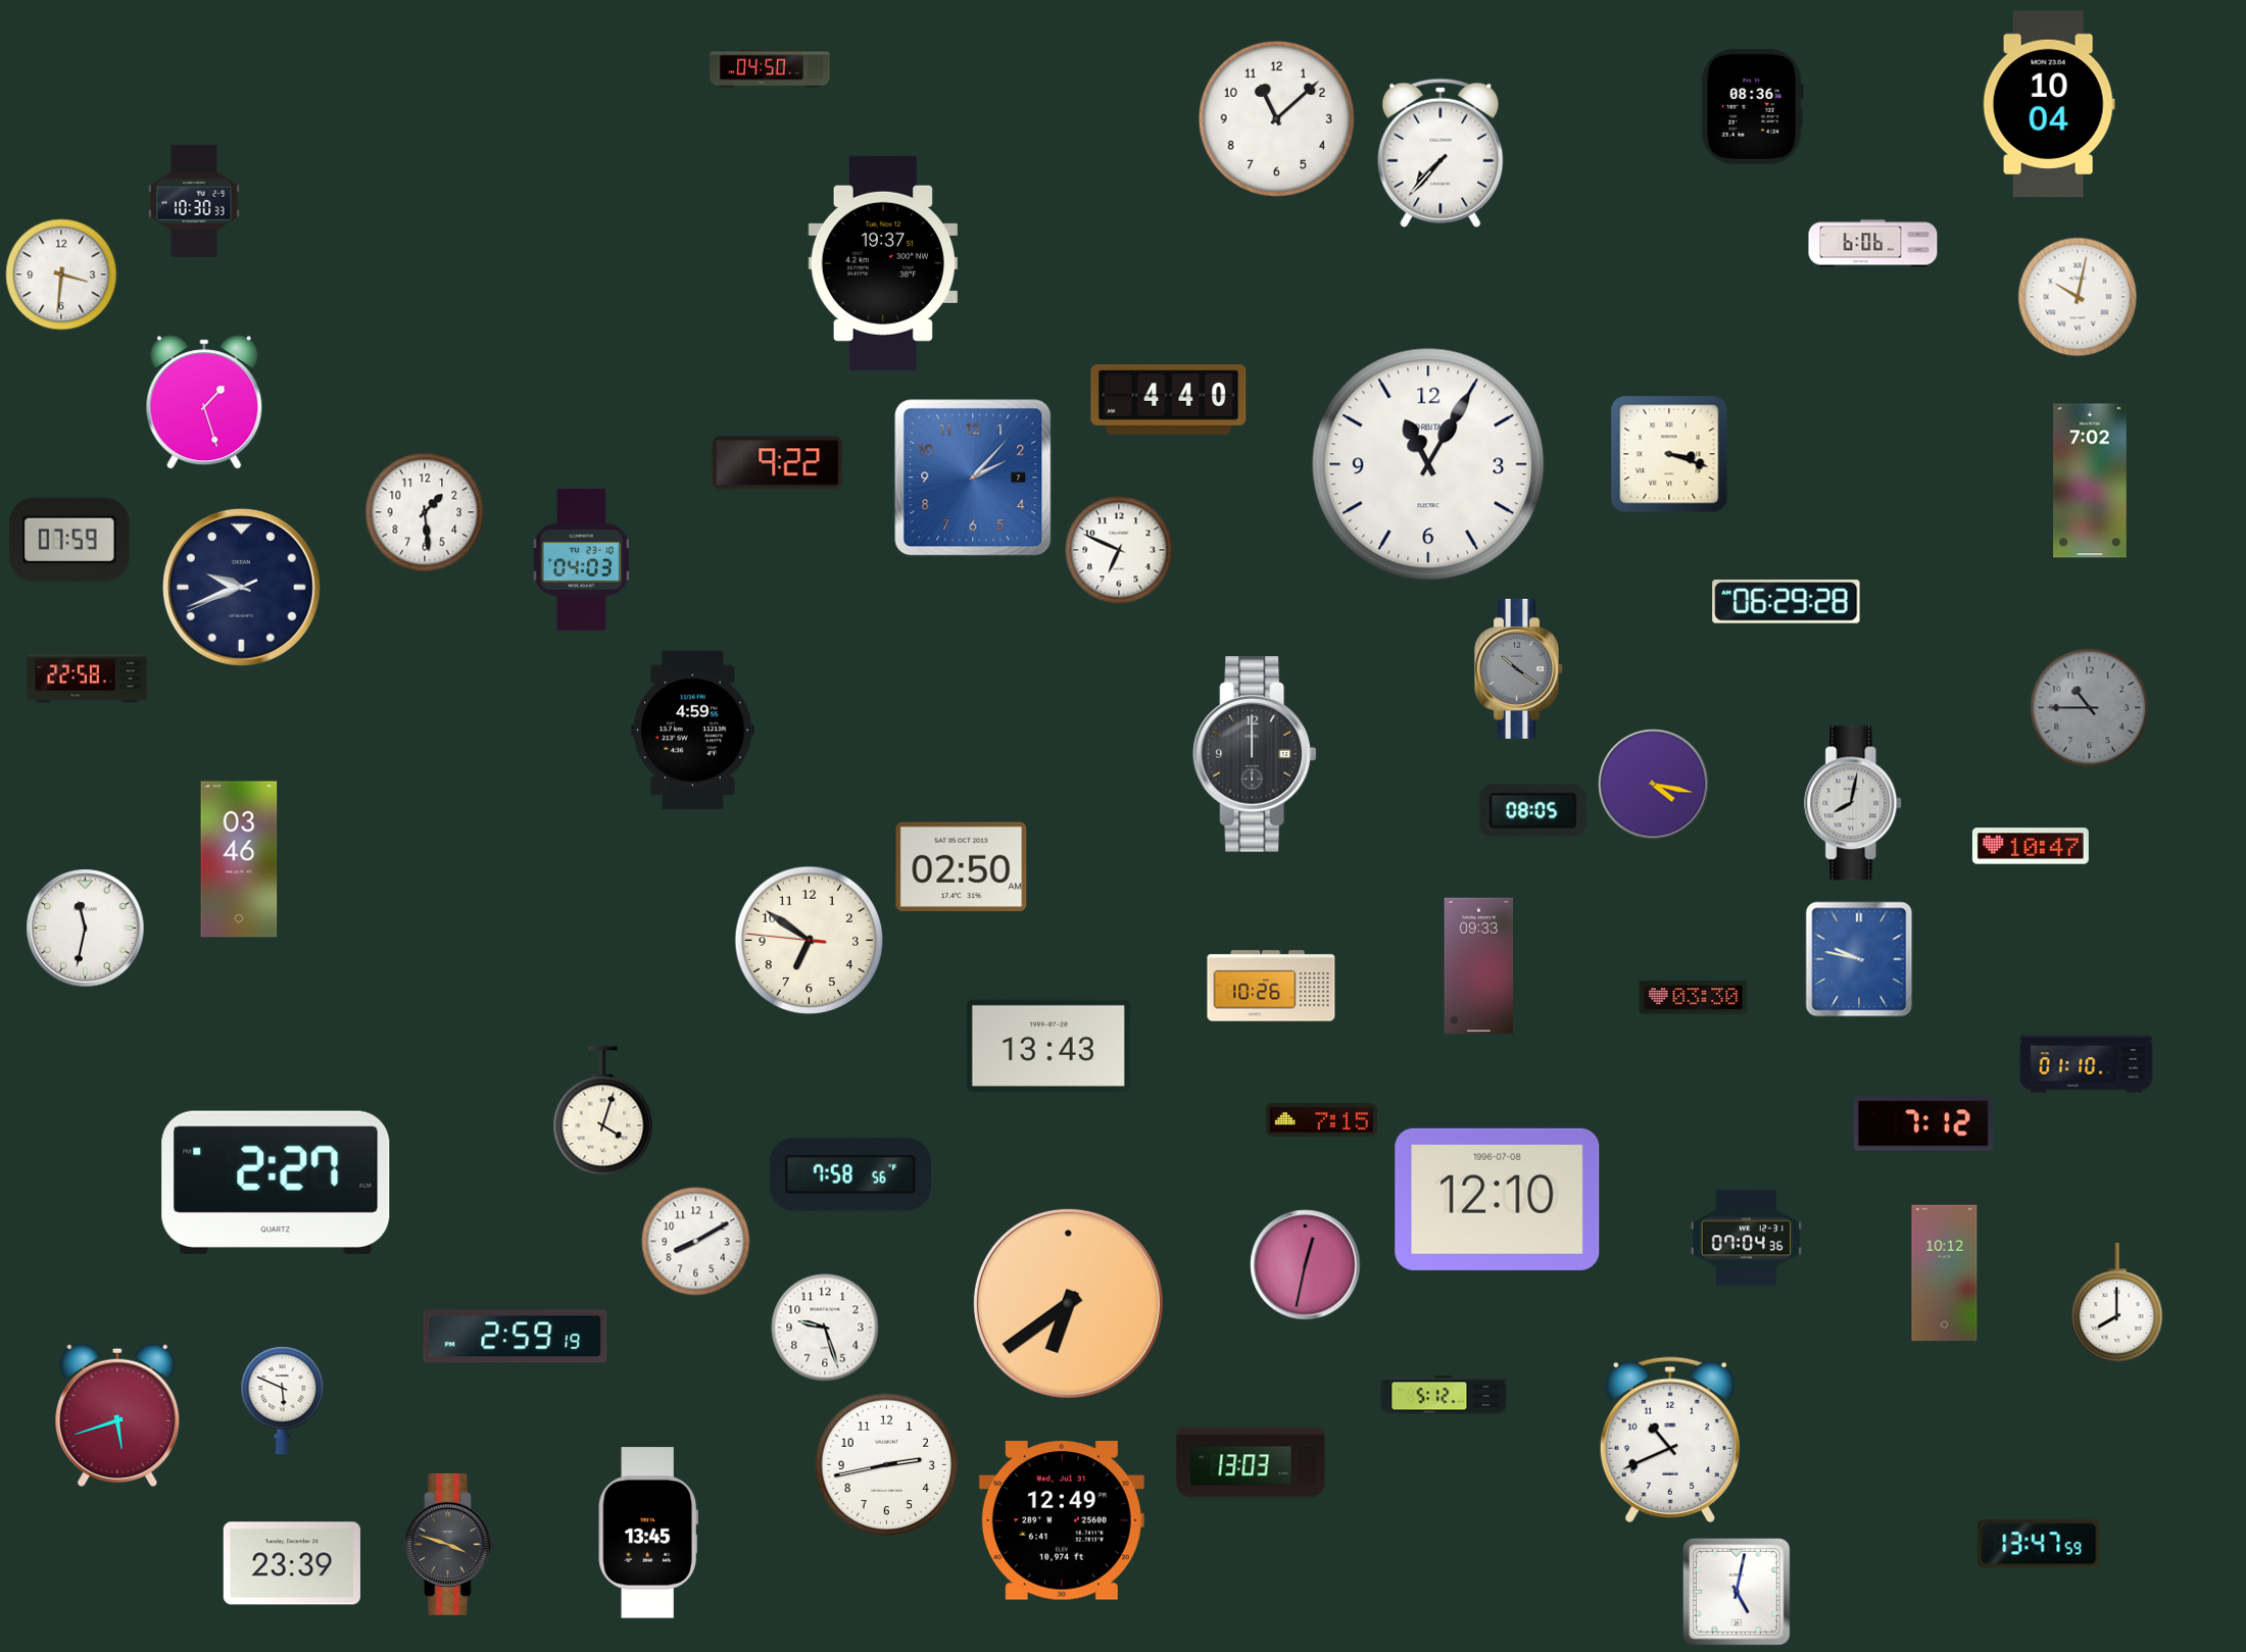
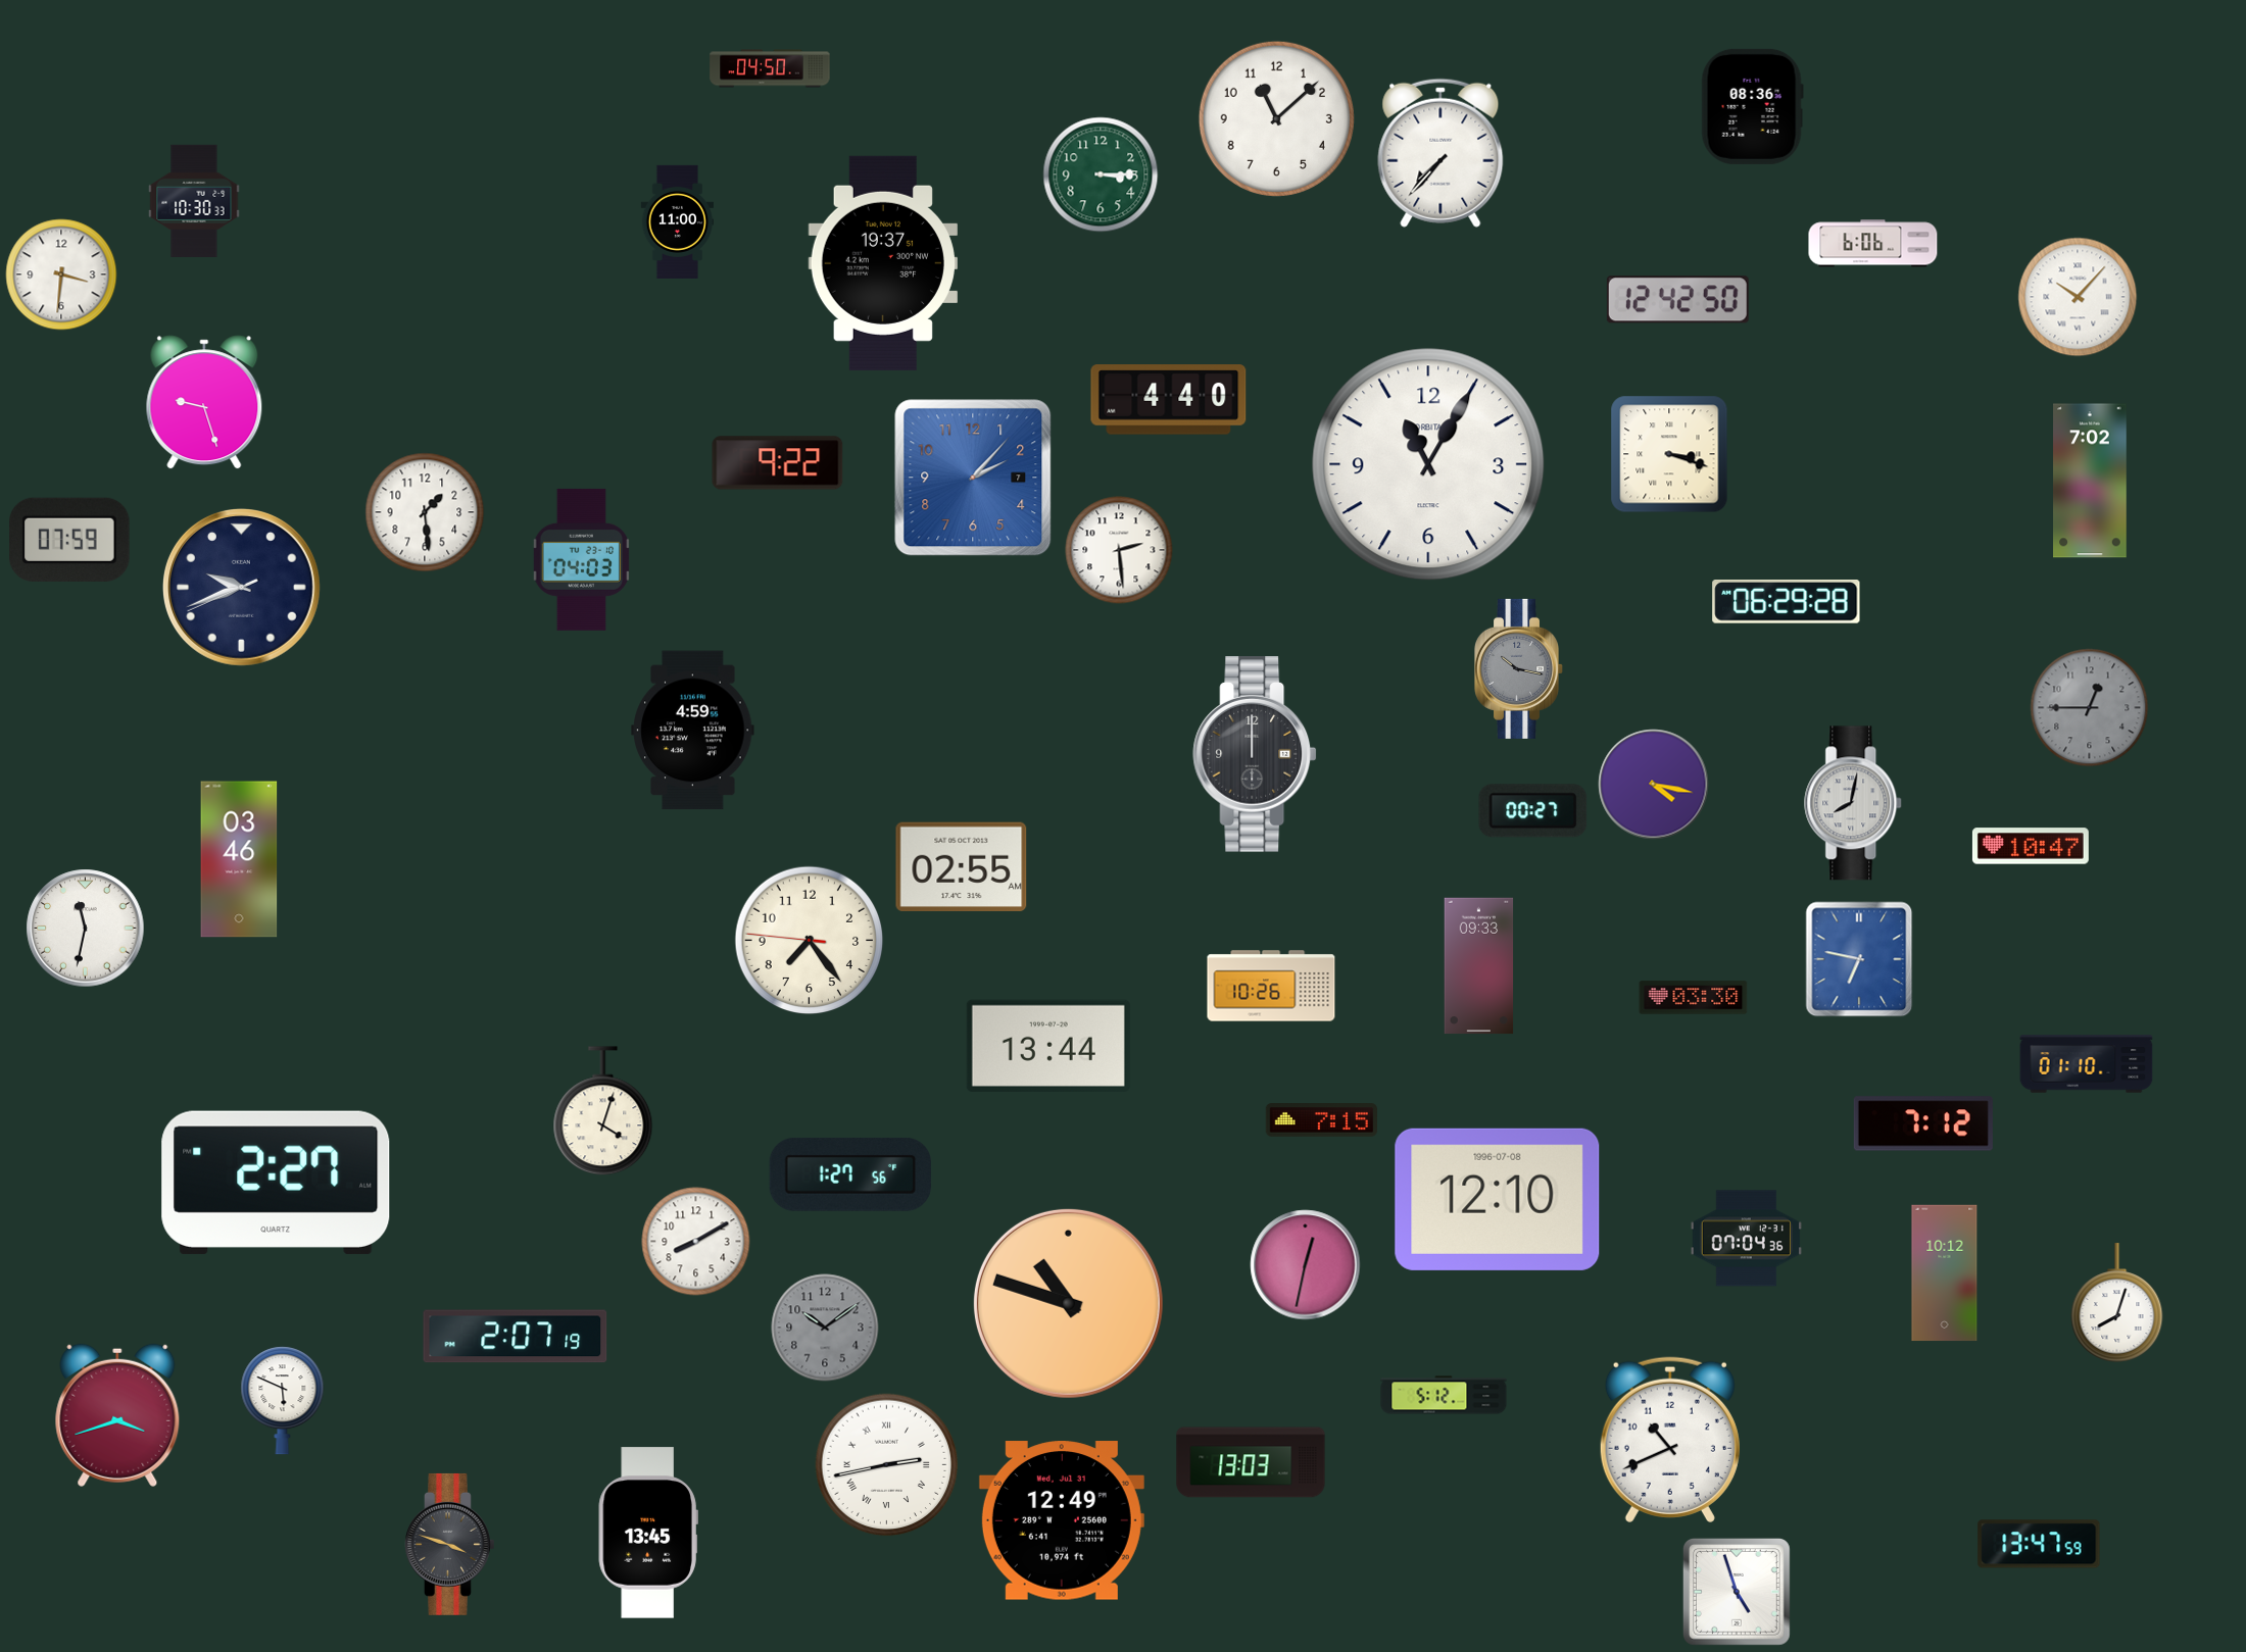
clock at (2049, 104): 10:04 -> none
clock at (1101, 174): none -> 3:15
clock at (677, 221): none -> 11:00
clock at (2078, 297): 10:02 -> 10:07
clock at (1677, 300): none -> 12:42
clock at (204, 402): 1:27 -> 9:27
clock at (1119, 550): 6:49 -> 2:29
clock at (1519, 668): 10:21 -> 10:17
clock at (87, 679): 22:58 -> none
clock at (2090, 708): 10:45 -> 12:45
clock at (1533, 811): 08:05 -> 00:27
clock at (962, 866): 02:50 -> 02:55
clock at (810, 941): 6:50 -> 7:23
clock at (1859, 959): 9:47 -> 6:47
clock at (1048, 1046): 13:43 -> 13:44
clock at (850, 1174): 7:58 -> 1:27
clock at (1068, 1303): 6:39 -> 10:48
clock at (2117, 1303): 8:00 -> 8:03
clock at (825, 1328): 9:27 -> 10:09
clock at (825, 1328) dial: white -> grey
clock at (516, 1337): 2:59 -> 2:07
clock at (117, 1415): 5:42 -> 3:42
clock at (887, 1465) numerals: Arabic -> Roman
clock at (292, 1563): 23:39 -> none
clock at (1737, 1592): 5:02 -> 4:57
